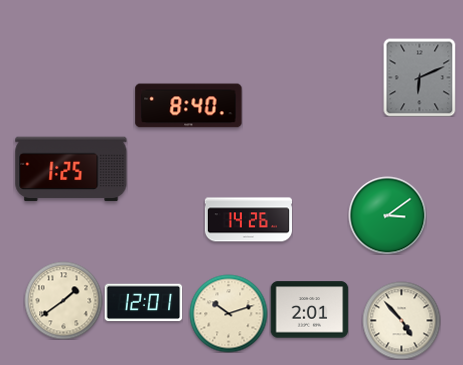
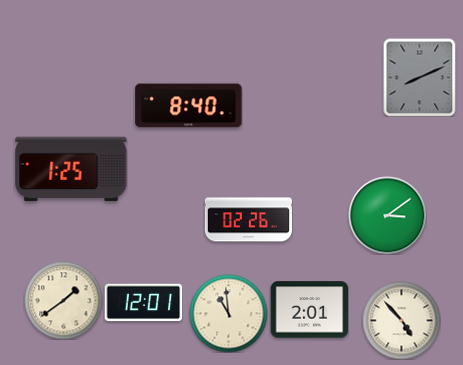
clock at (420, 77): 6:11 -> 8:11
clock at (248, 220): 14:26 -> 02:26
clock at (228, 313): 10:12 -> 10:59
